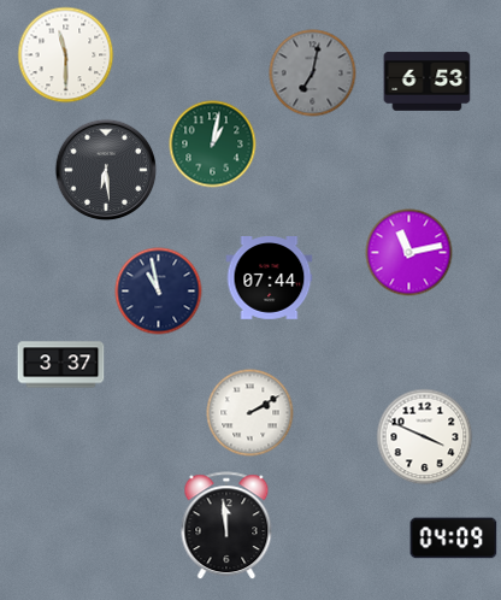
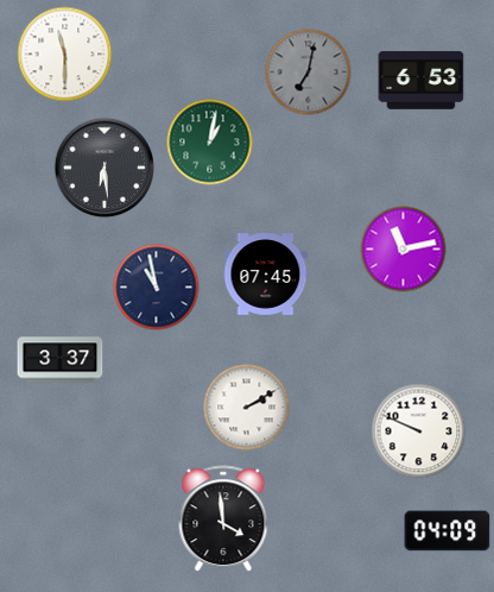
clock at (270, 278): 07:44 -> 07:45
clock at (425, 437): 3:49 -> 9:49
clock at (226, 527): 11:59 -> 3:59
